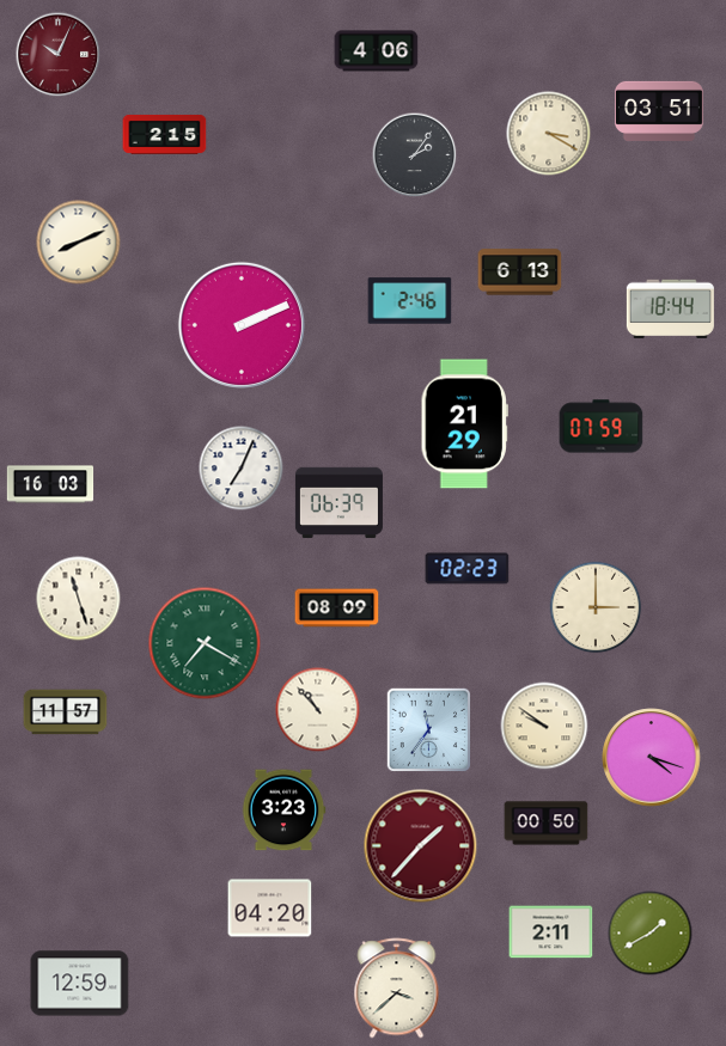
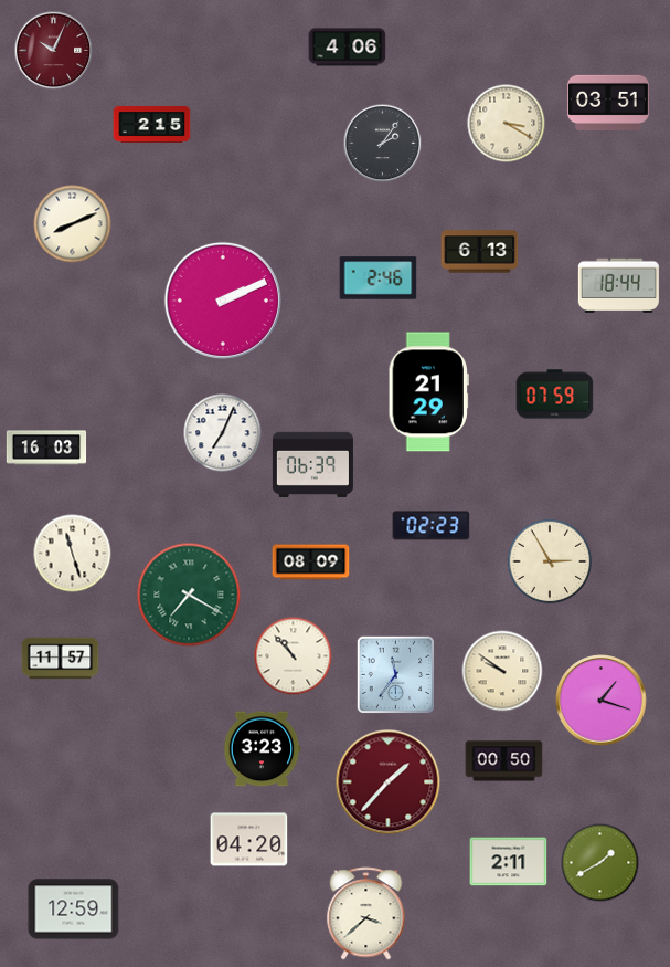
clock at (596, 607): 3:00 -> 2:55
clock at (652, 758): 4:18 -> 1:18
